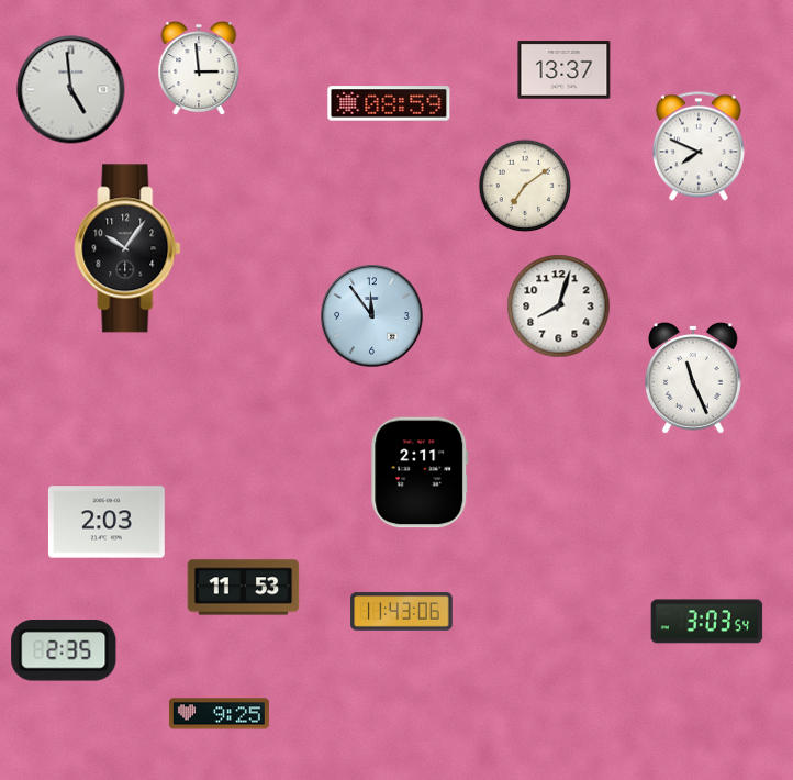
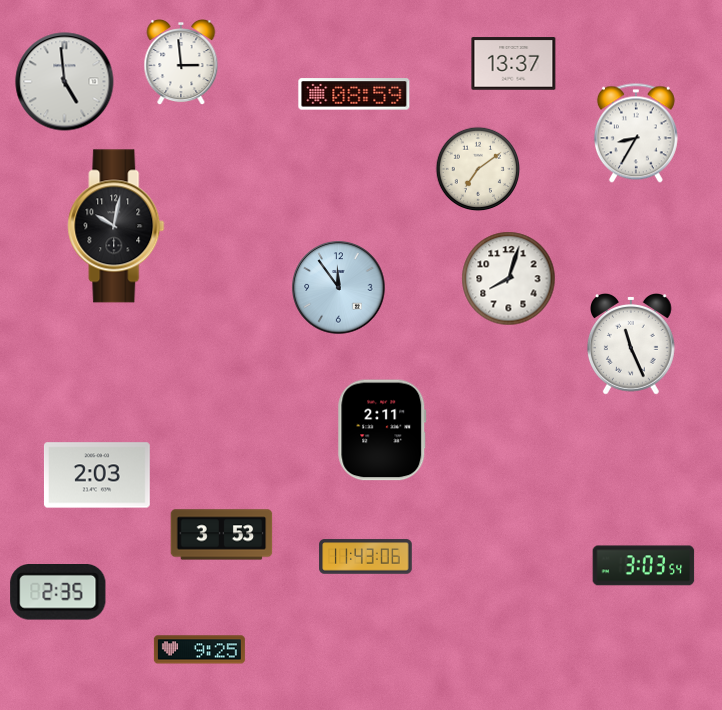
clock at (699, 146): 7:49 -> 8:35
clock at (127, 248): 10:06 -> 10:02
clock at (244, 588): 11:53 -> 3:53
